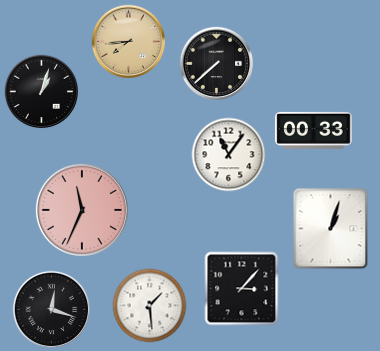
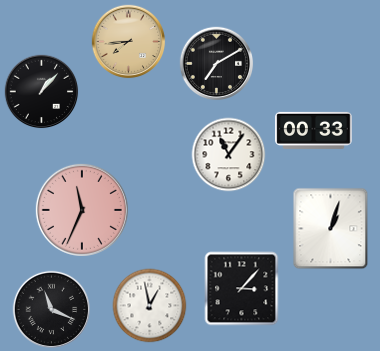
clock at (217, 64): 7:38 -> 7:10
clock at (42, 92): 1:03 -> 1:07
clock at (150, 306): 1:29 -> 12:58
clock at (51, 309): 12:18 -> 11:19
